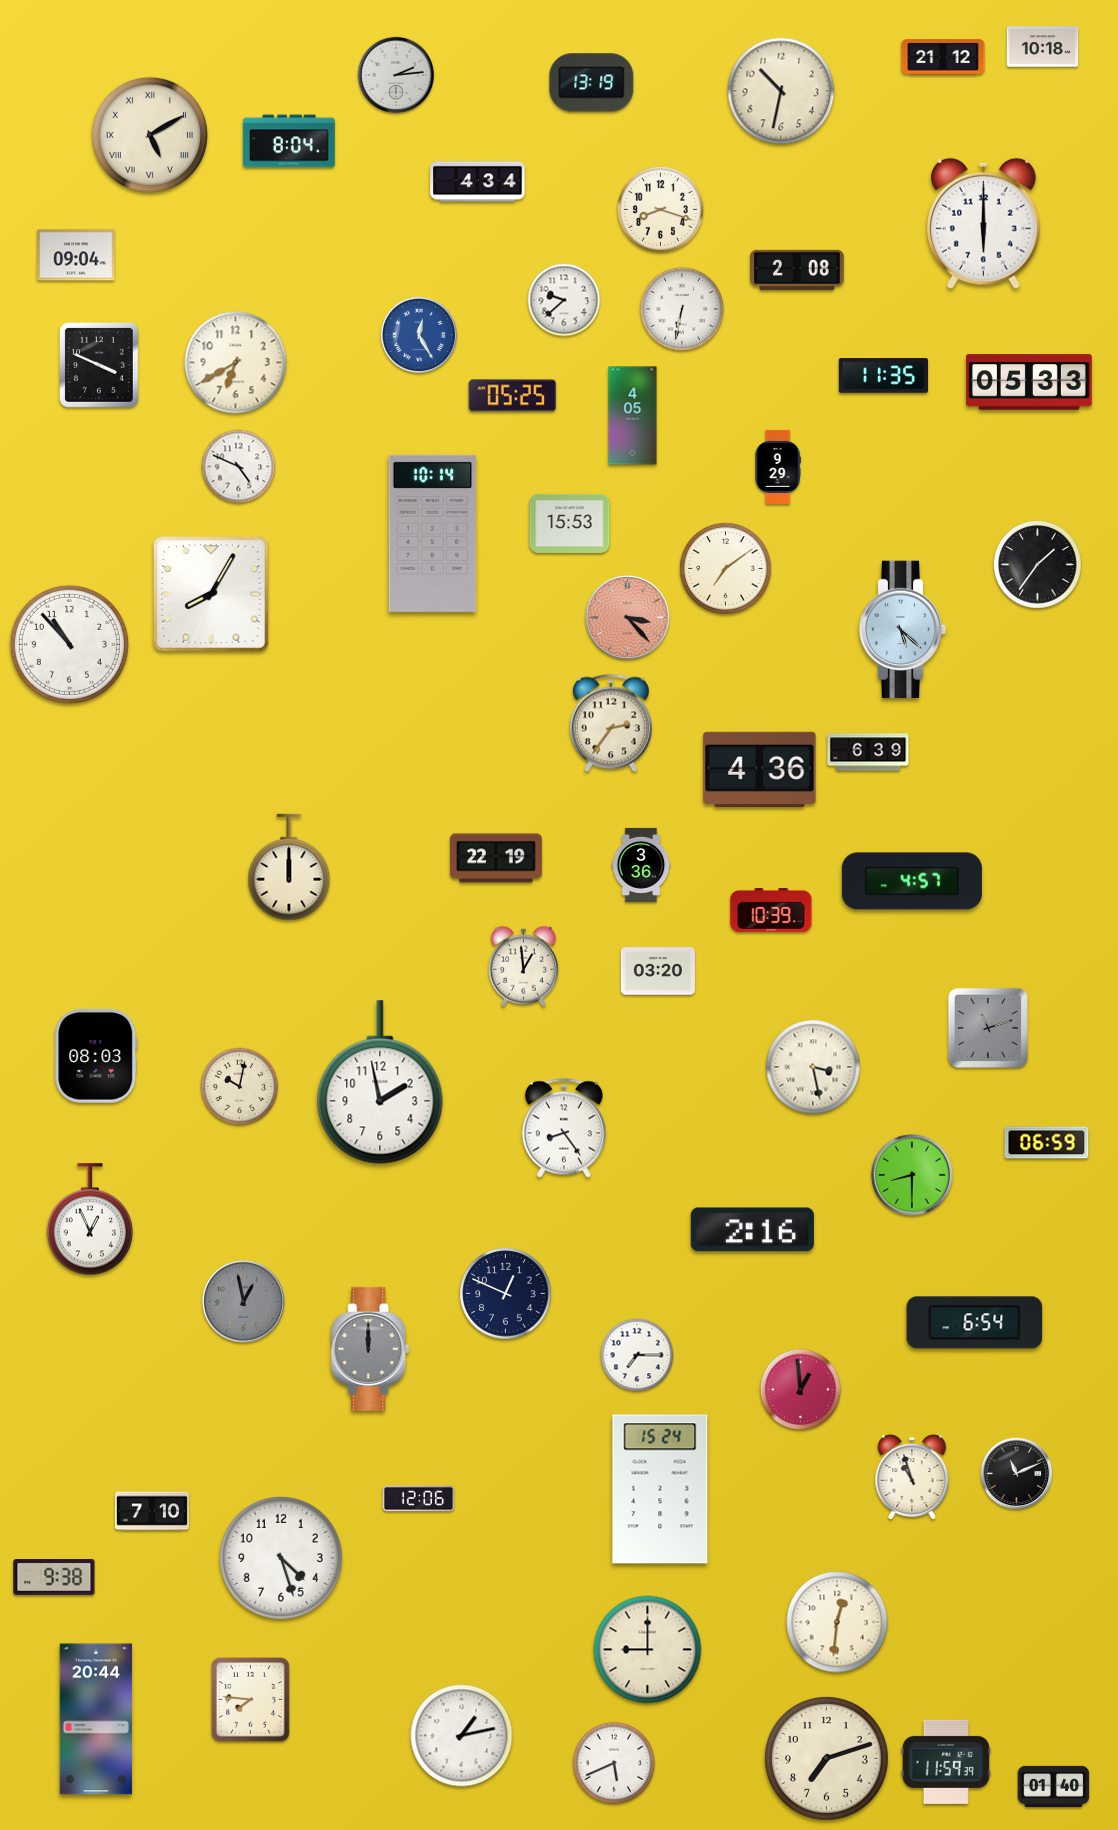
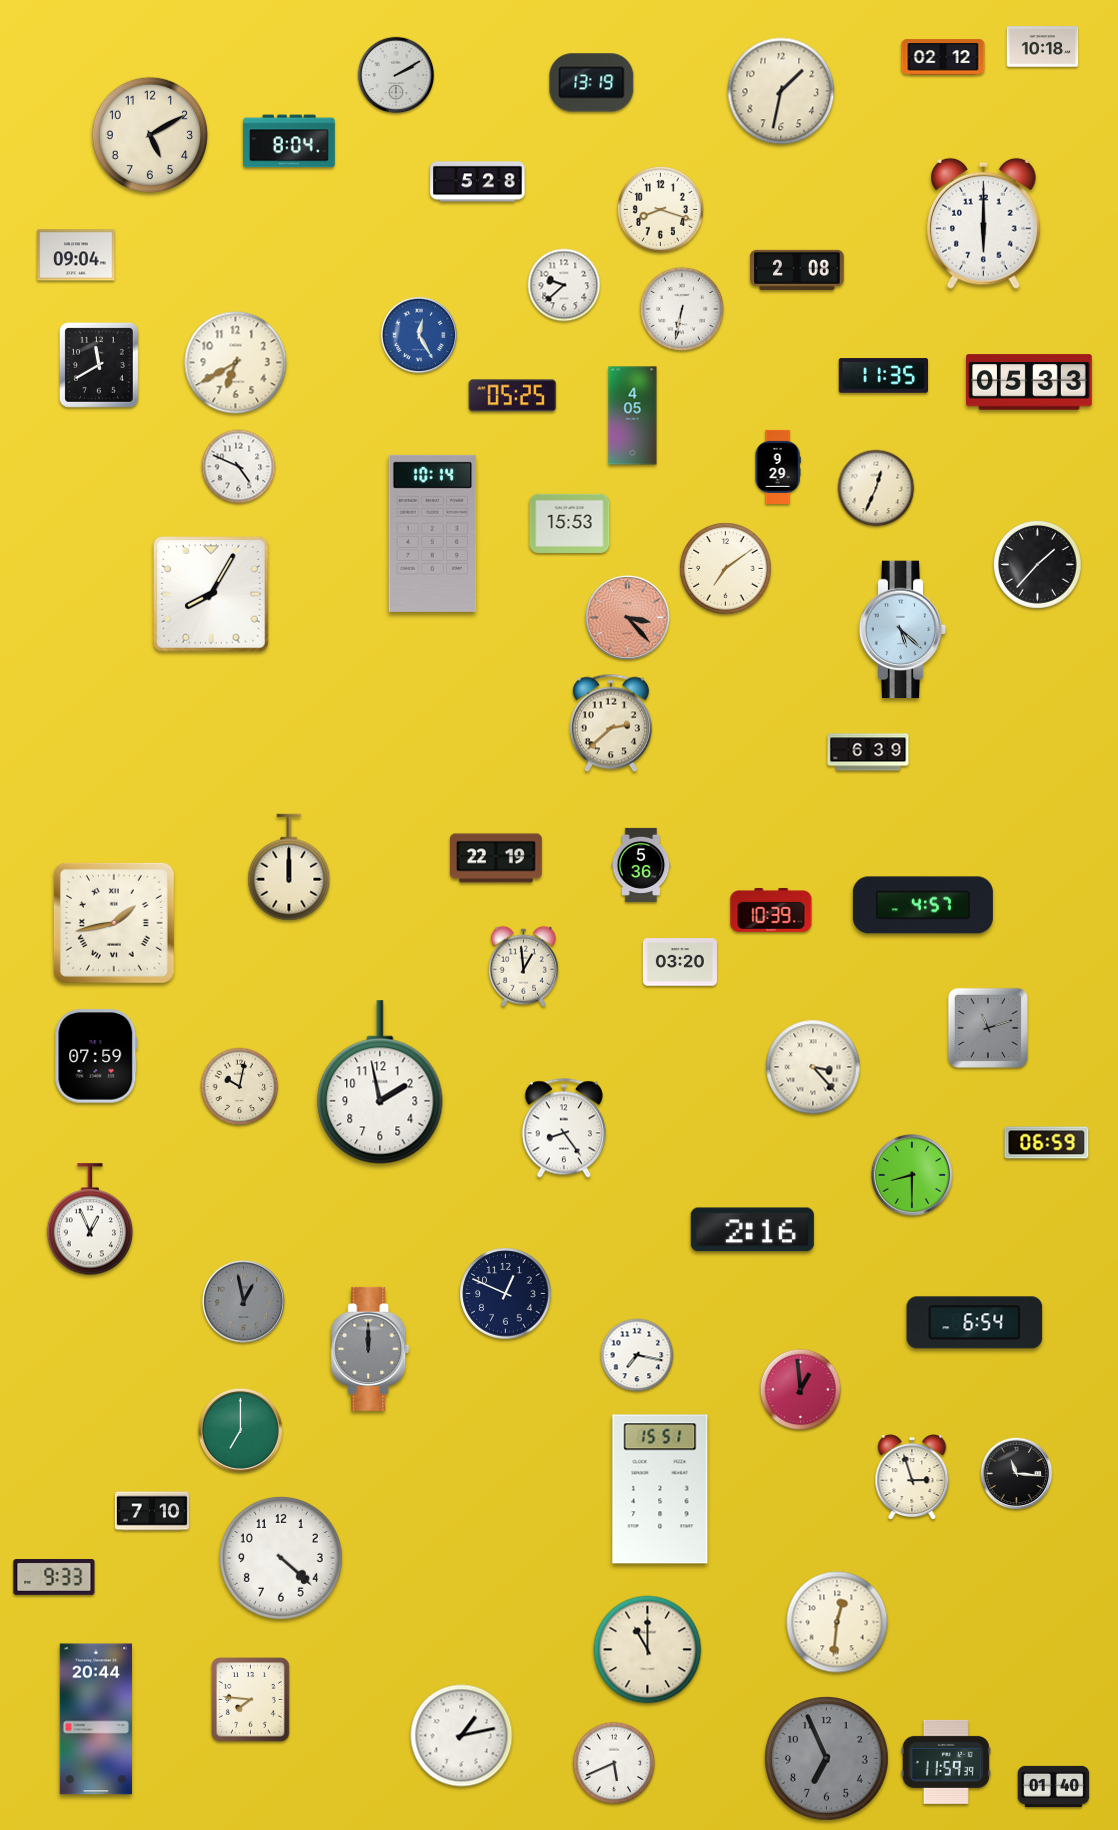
clock at (943, 57): 21:12 -> 02:12
clock at (396, 75): 2:14 -> 2:10
clock at (781, 91): 10:32 -> 1:32
clock at (150, 135) numerals: Roman -> Arabic
clock at (478, 182): 4:34 -> 5:28
clock at (564, 300) position: (564, 300) -> (564, 285)
clock at (99, 366): 3:49 -> 11:40
clock at (876, 488): none -> 12:34
clock at (1038, 565): 1:36 -> 1:37
clock at (69, 644): 10:53 -> none
clock at (611, 723): 2:36 -> 2:38
clock at (760, 769): 4:36 -> none
clock at (641, 865): 3:36 -> 5:36
clock at (912, 881) position: (912, 881) -> (923, 905)
clock at (114, 923): none -> 1:43
clock at (658, 971) position: (658, 971) -> (680, 962)
clock at (96, 1056): 08:03 -> 07:59
clock at (813, 1067): 3:28 -> 3:23
clock at (637, 1355): 7:15 -> 7:17
clock at (240, 1430): none -> 7:00
clock at (1017, 1474): 11:11 -> 11:16
clock at (912, 1477): 10:57 -> 2:57
clock at (660, 1489): 15:24 -> 15:51
clock at (419, 1499): 12:06 -> none
clock at (281, 1558): 4:27 -> 4:22
clock at (54, 1577): 9:38 -> 9:33
clock at (648, 1650): 9:00 -> 11:00
clock at (827, 1759): 7:12 -> 6:56
clock at (827, 1759) dial: cream -> grey
